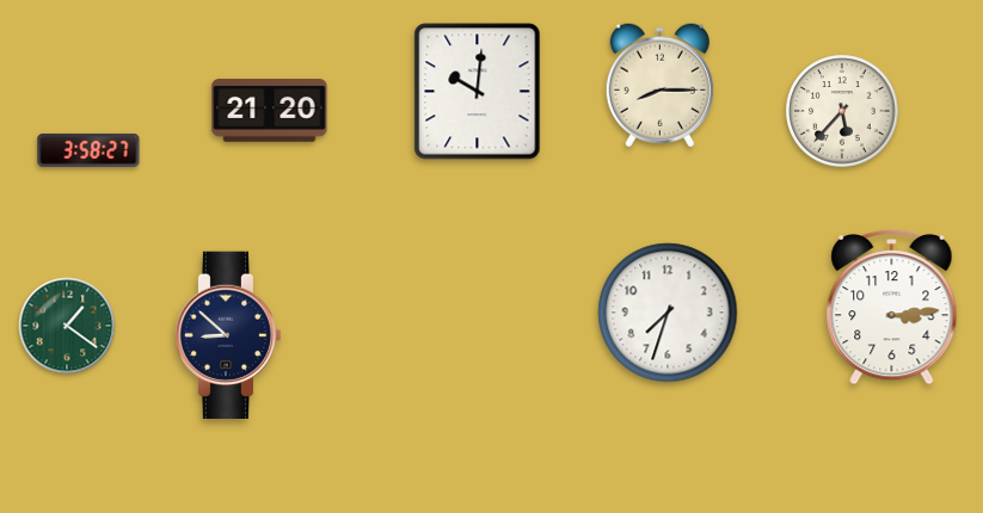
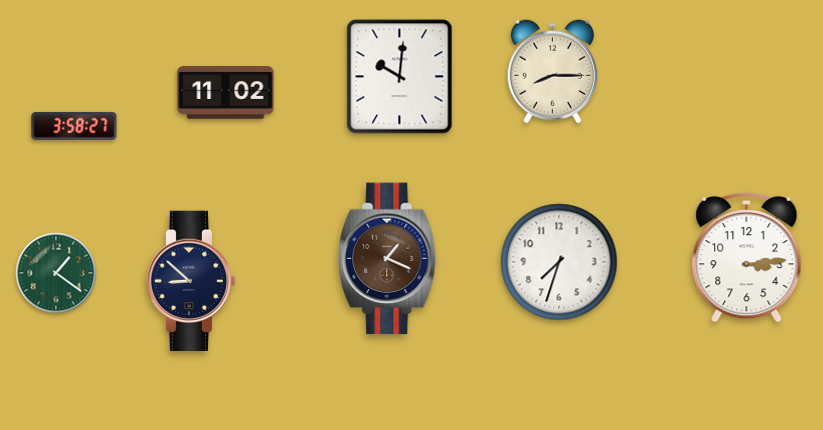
clock at (270, 111): 21:20 -> 11:02
clock at (842, 111): 5:37 -> none
clock at (388, 259): none -> 1:19
